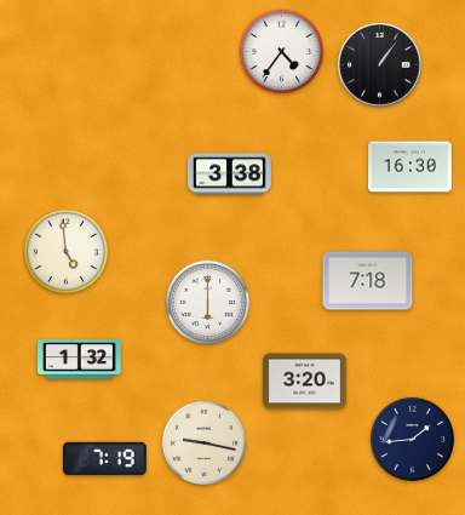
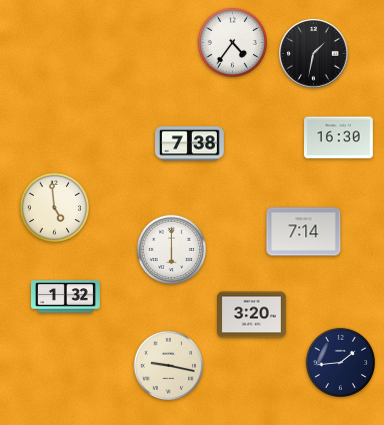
clock at (380, 65): 1:06 -> 1:32
clock at (230, 174): 3:38 -> 7:38
clock at (368, 281): 7:18 -> 7:14
clock at (104, 459): 7:19 -> none
